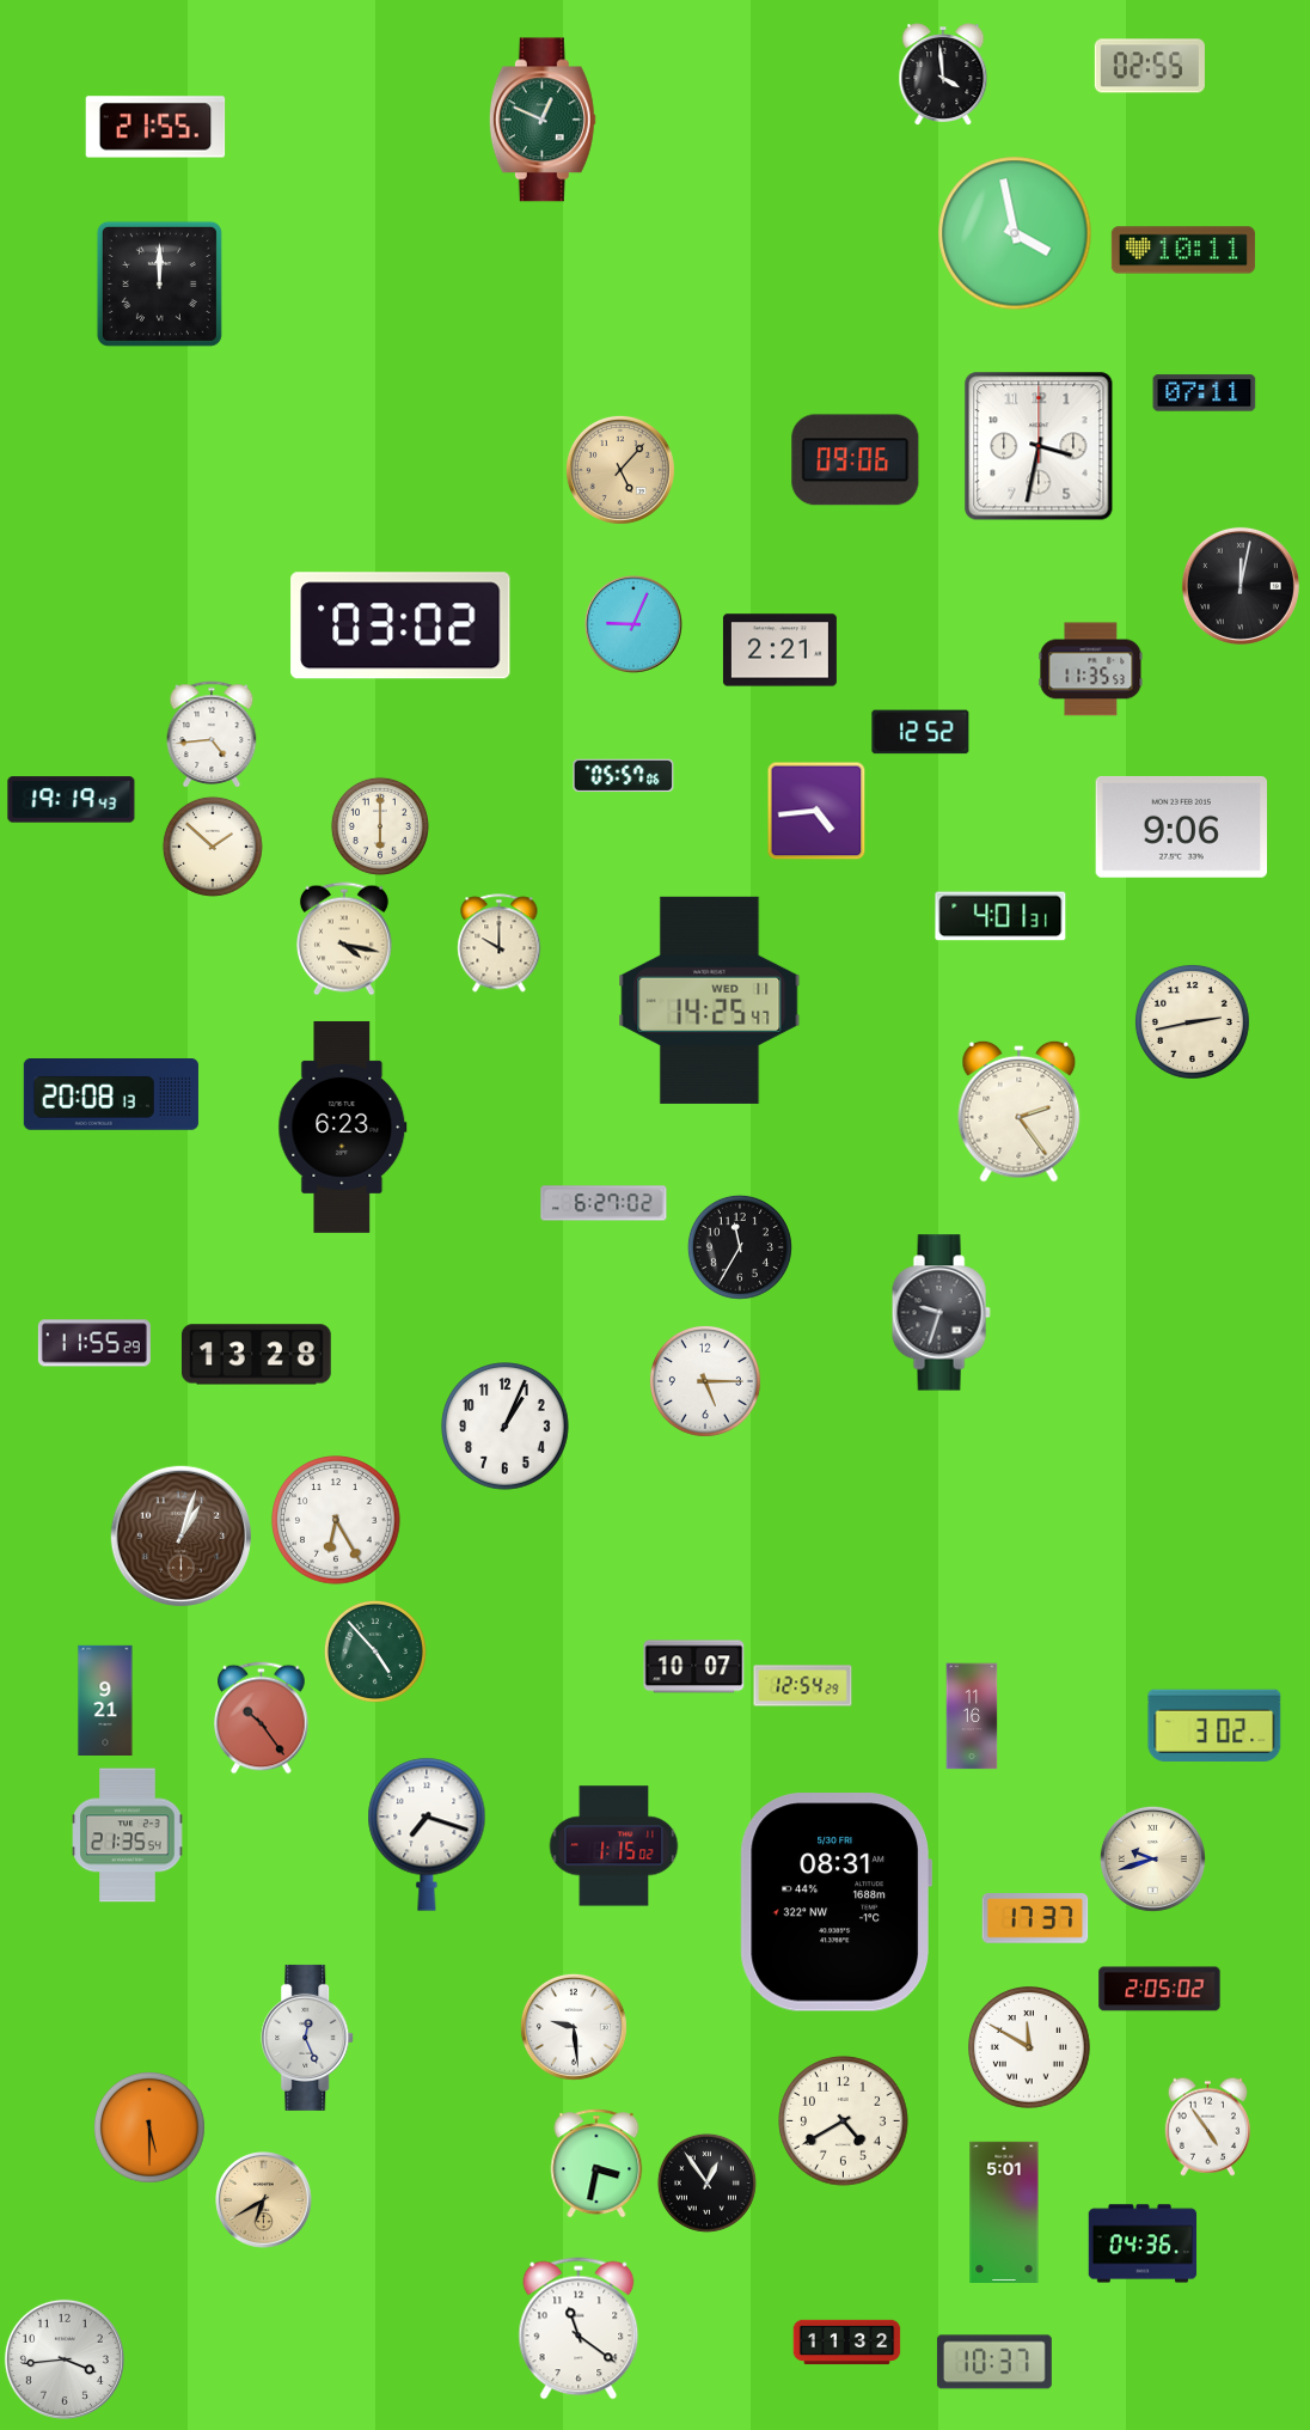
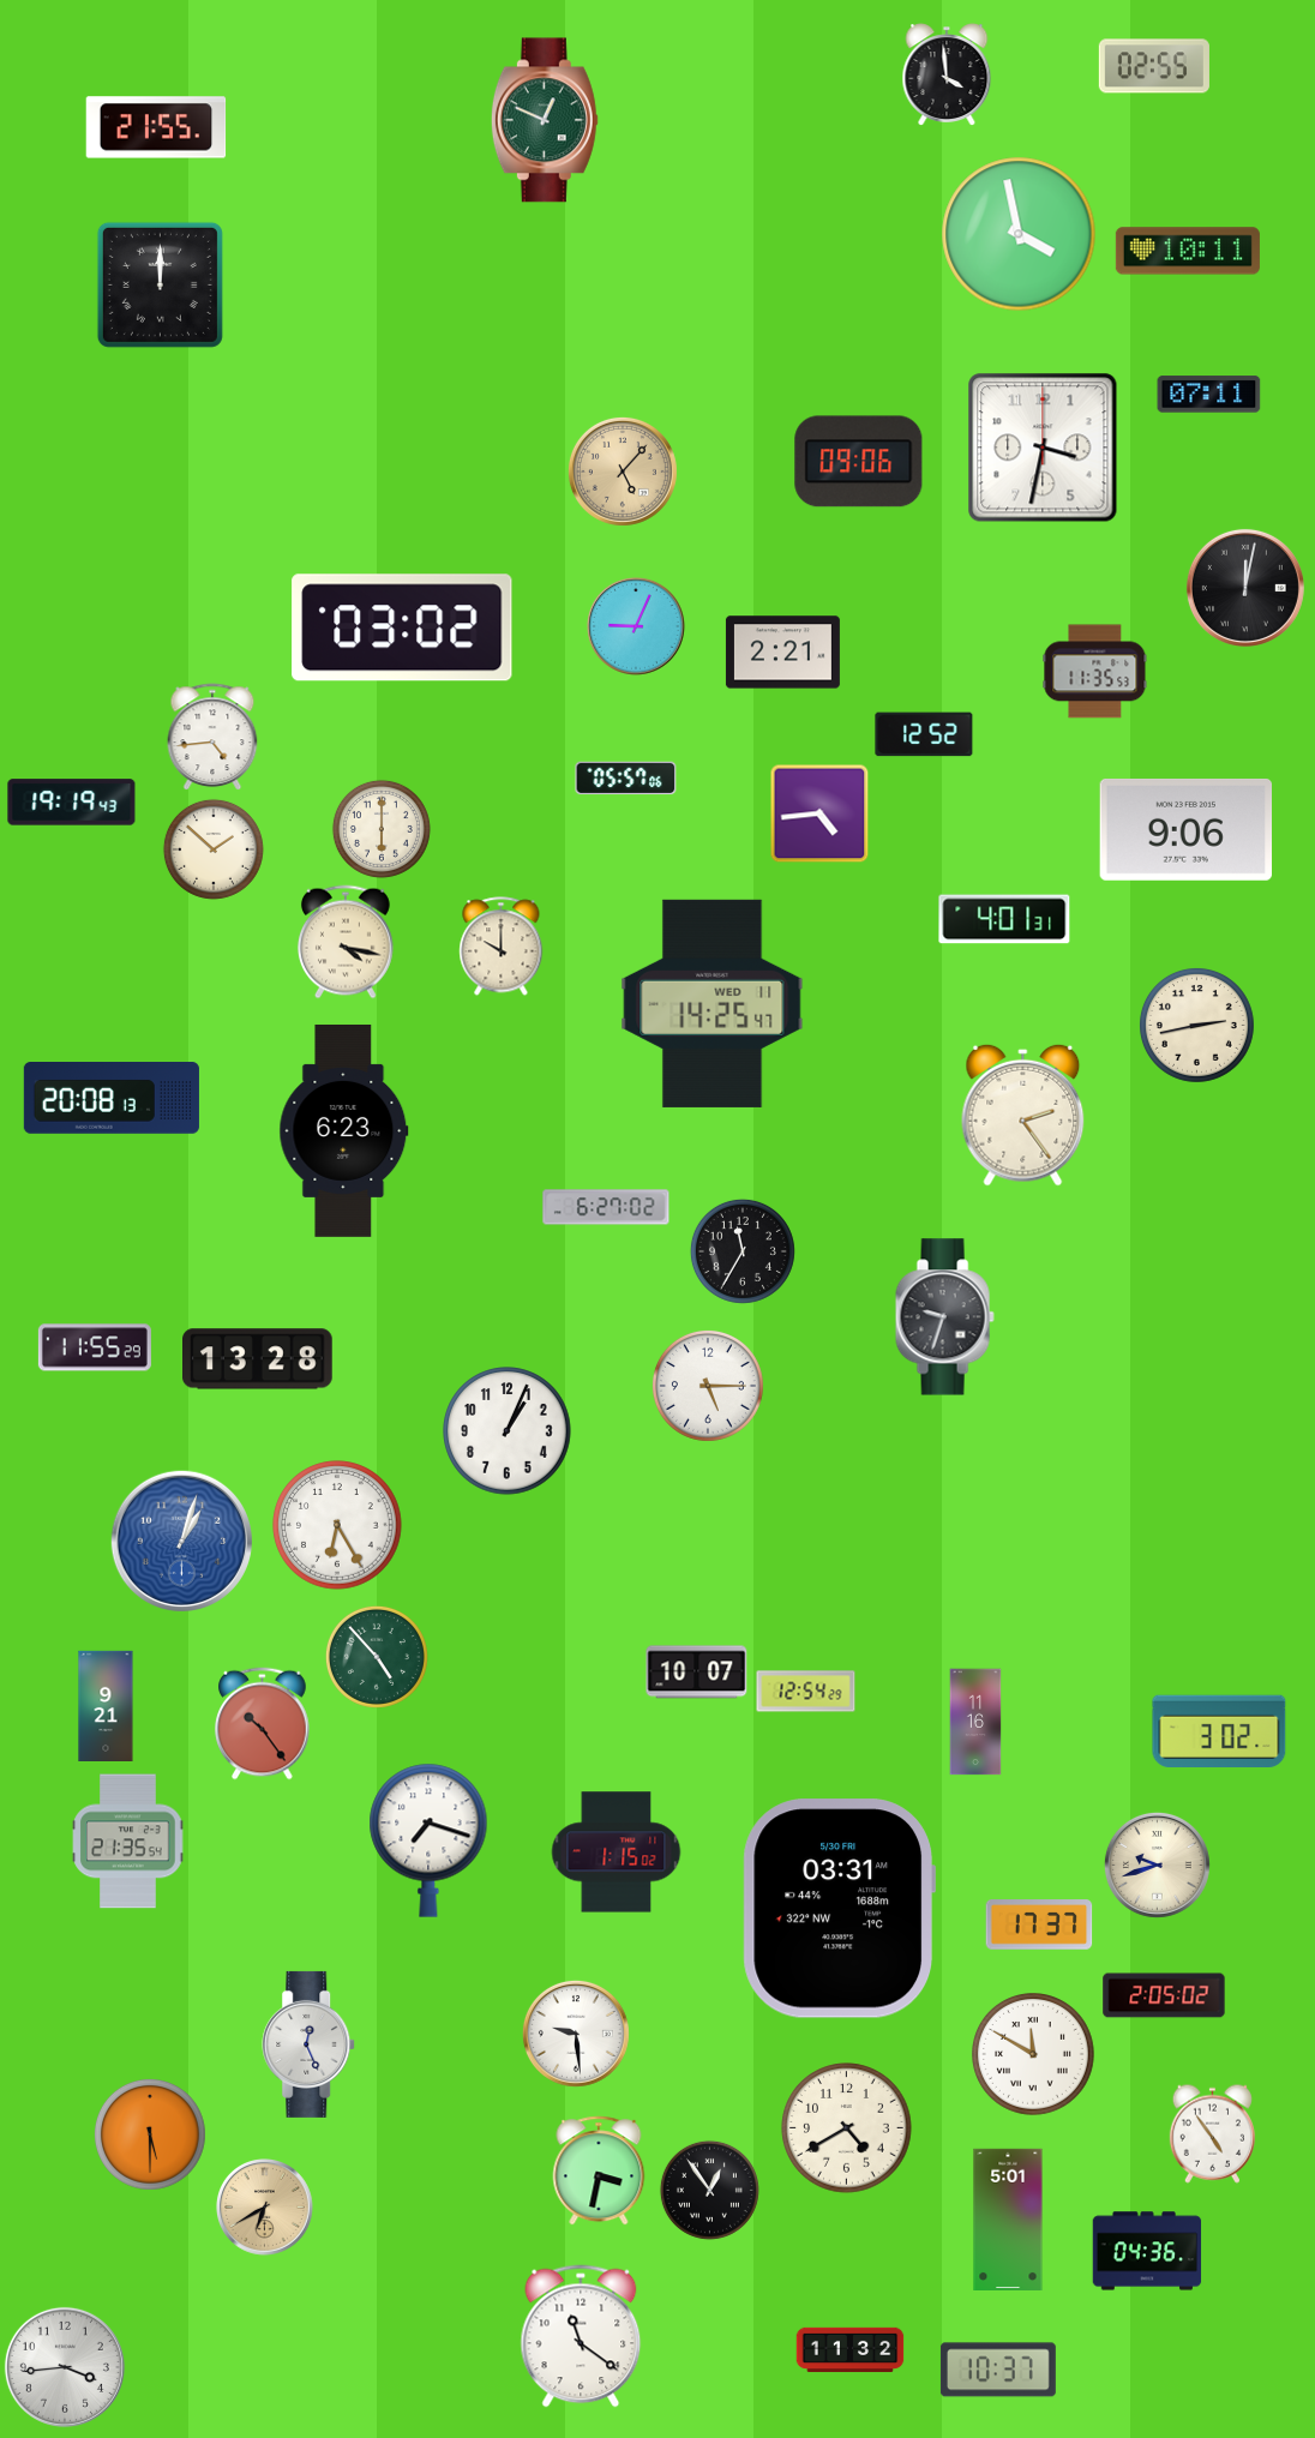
clock at (180, 1535) dial: brown -> blue
clock at (835, 1903): 08:31 -> 03:31
